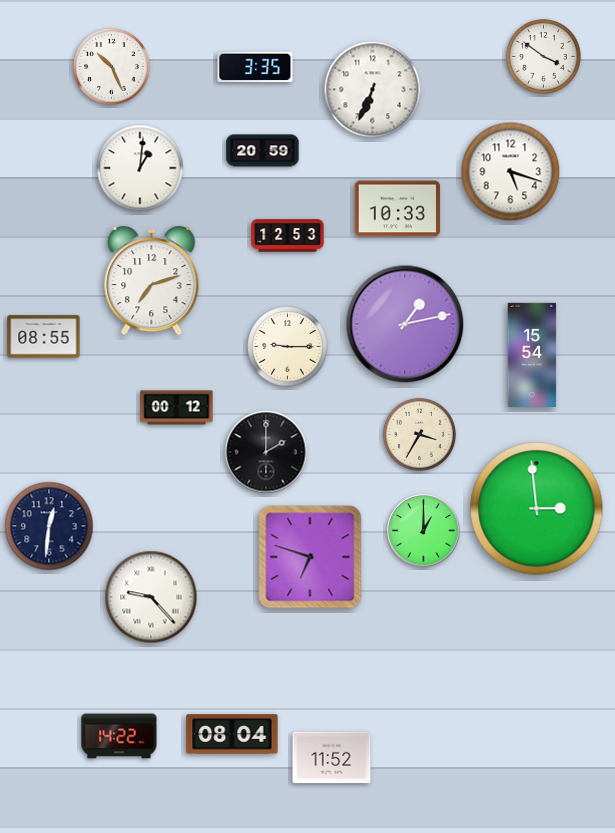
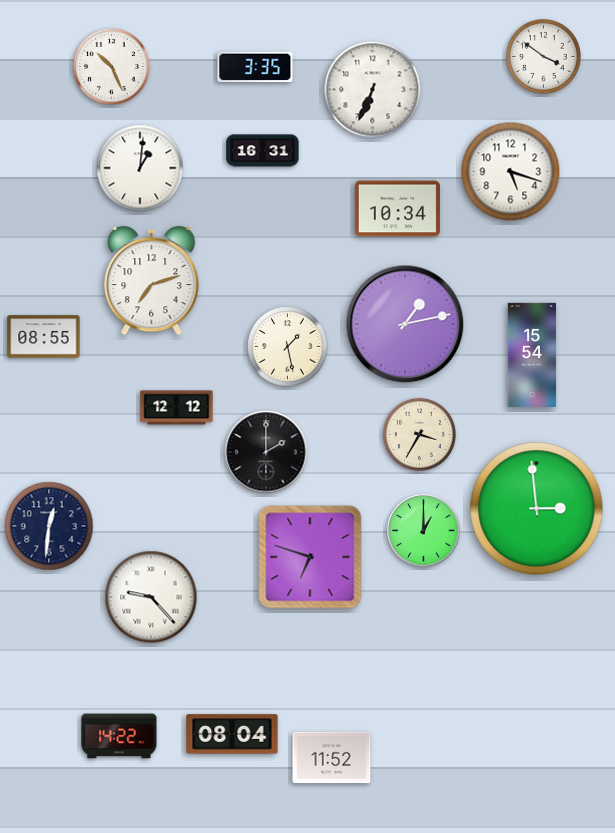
clock at (263, 151): 20:59 -> 16:31
clock at (397, 209): 10:33 -> 10:34
clock at (288, 236): 12:53 -> none
clock at (288, 347): 9:15 -> 1:28
clock at (177, 408): 00:12 -> 12:12
